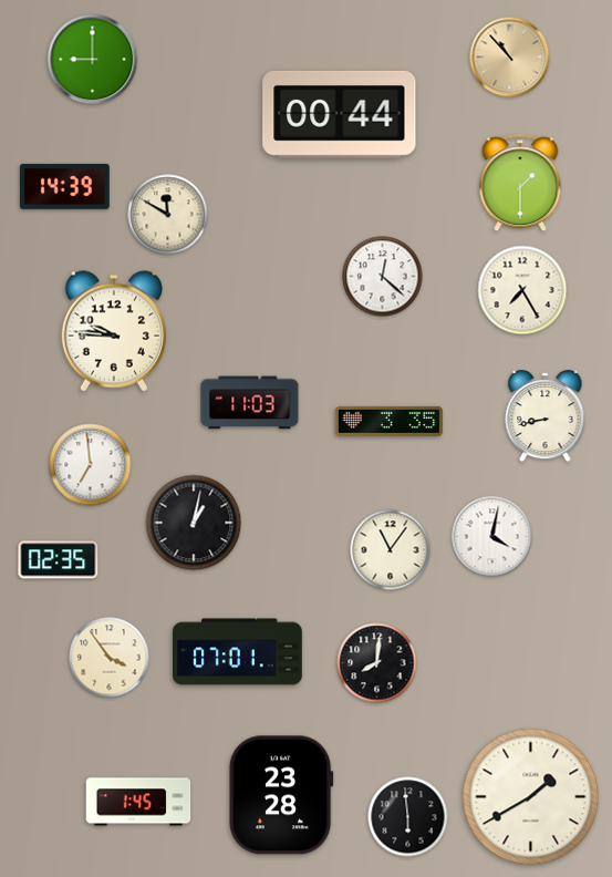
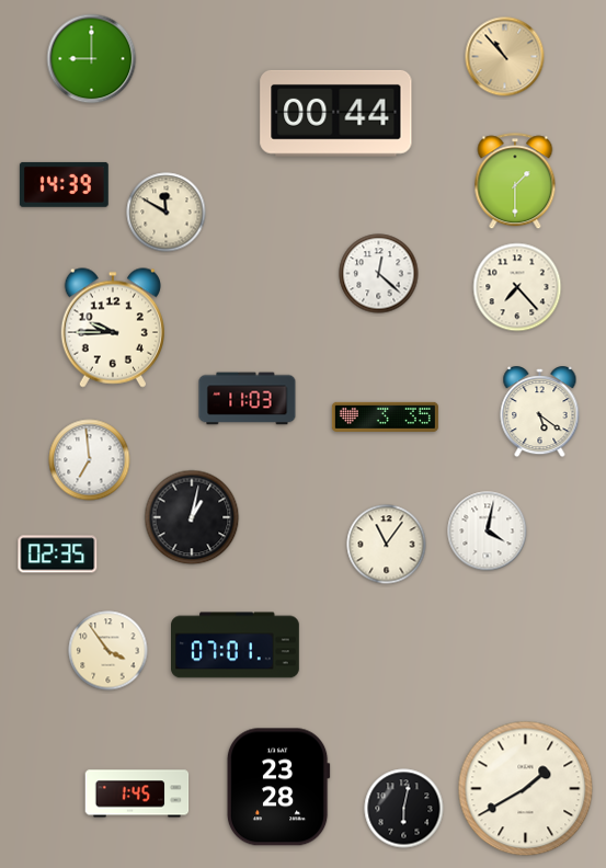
clock at (522, 290): 7:25 -> 7:23
clock at (114, 331): 9:46 -> 9:45
clock at (546, 416): 8:43 -> 5:21
clock at (377, 663): 8:01 -> none
clock at (408, 817): 5:59 -> 6:02
